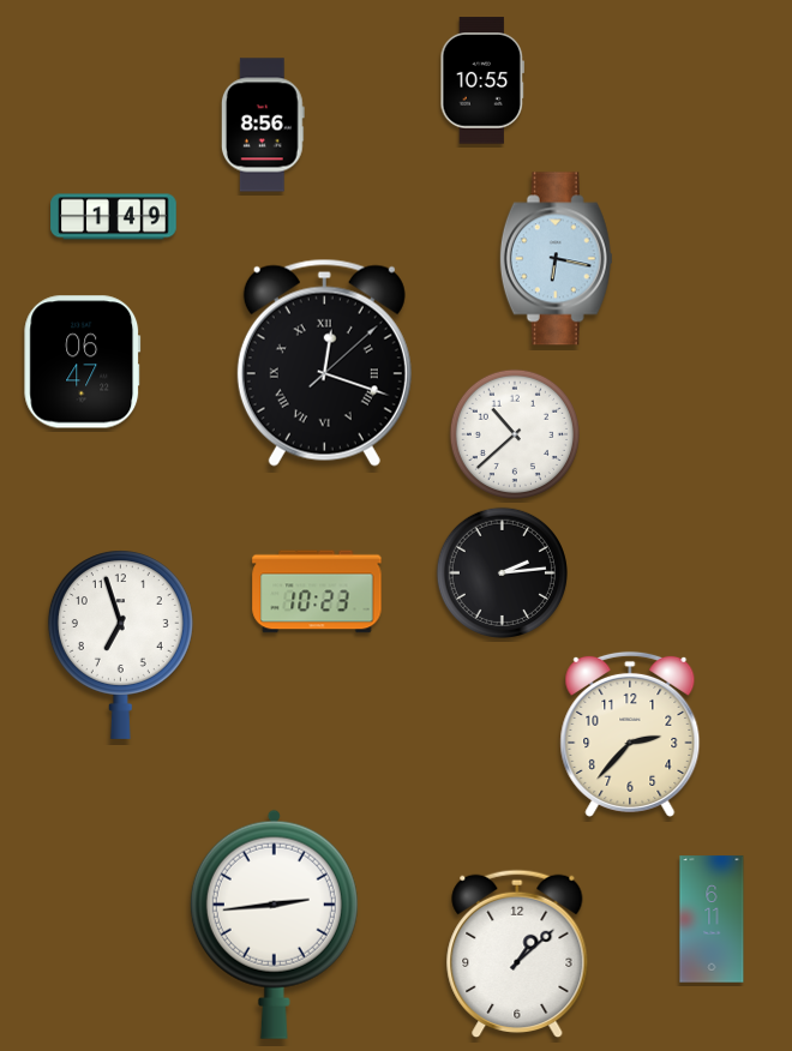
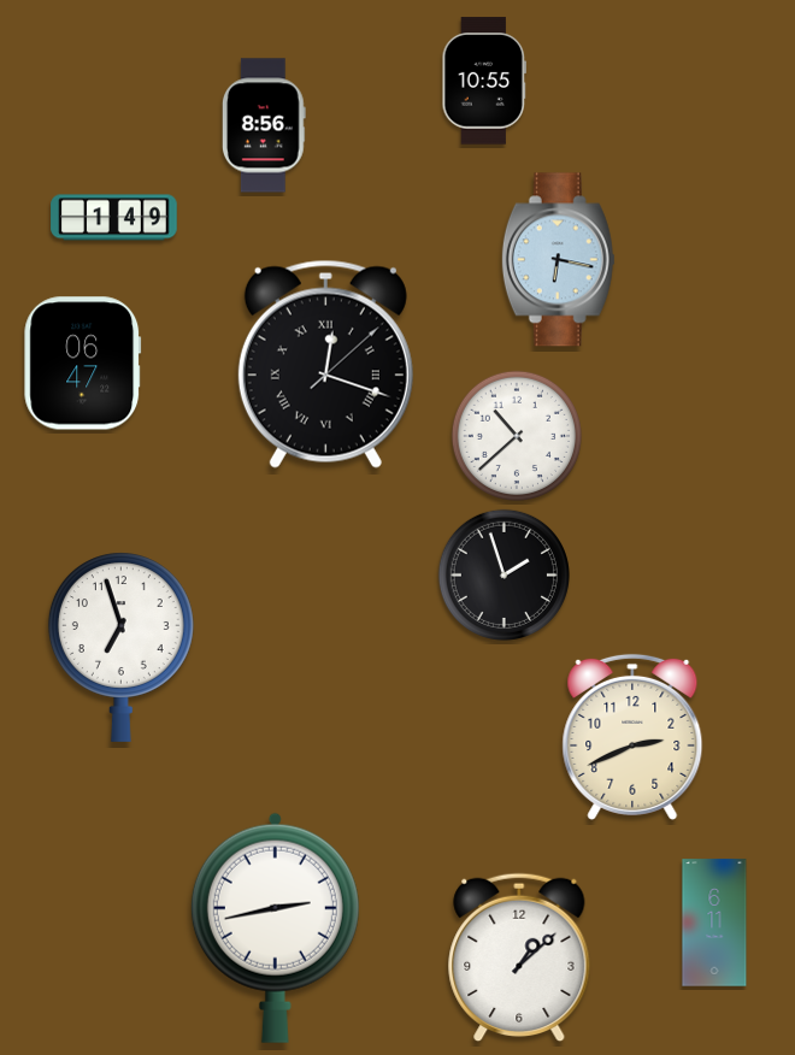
clock at (502, 572): 2:14 -> 1:57
clock at (317, 591): 10:23 -> none
clock at (630, 734): 2:37 -> 2:41
clock at (274, 924): 2:44 -> 2:43
